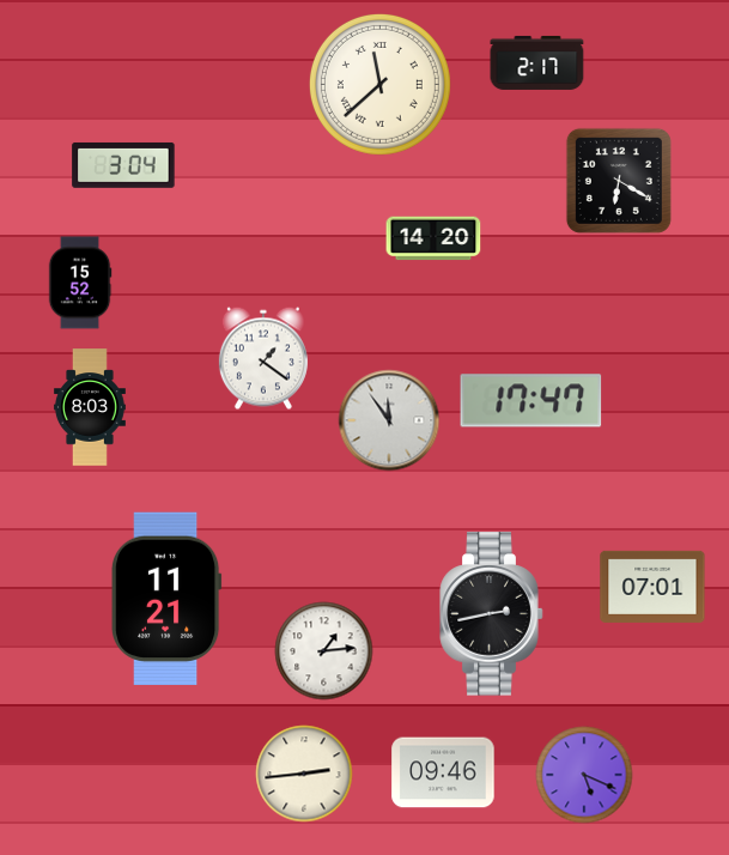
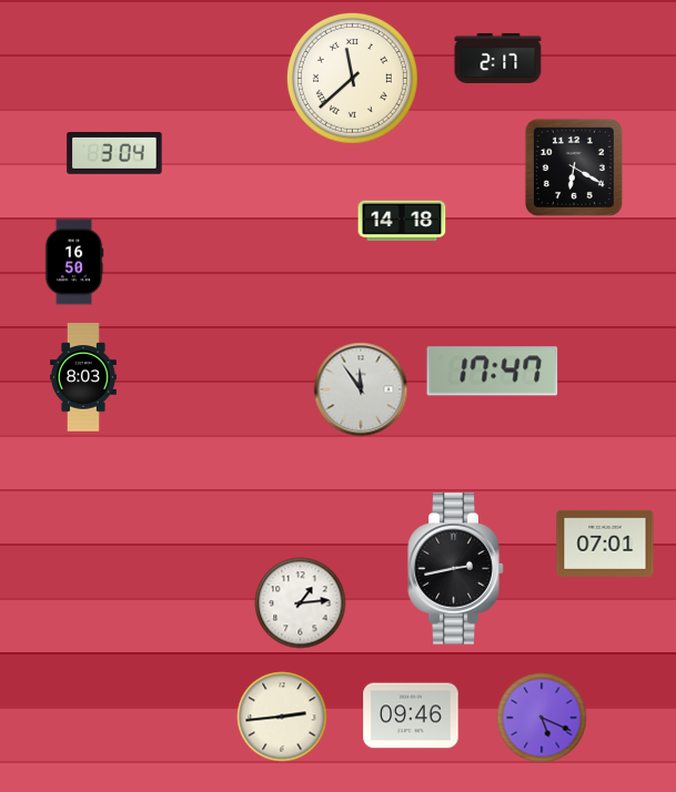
clock at (433, 238): 14:20 -> 14:18
clock at (80, 283): 15:52 -> 16:50
clock at (263, 358): 1:21 -> none
clock at (168, 598): 11:21 -> none
